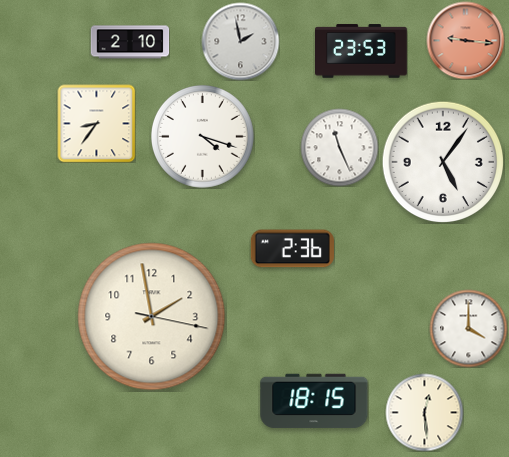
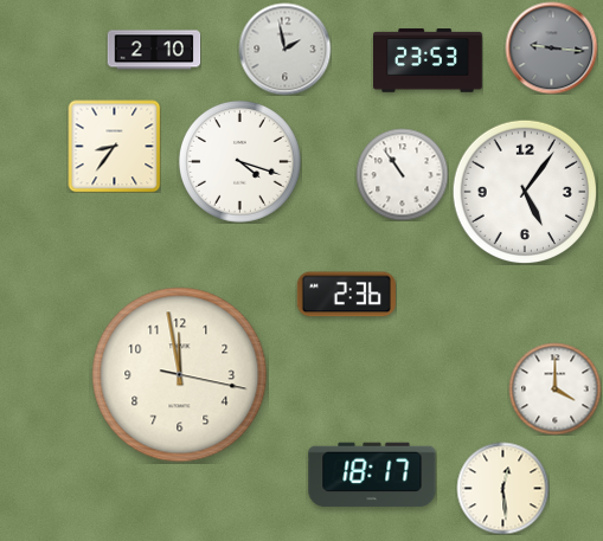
clock at (465, 40) dial: salmon -> grey
clock at (339, 147): 11:26 -> 10:54
clock at (152, 317): 1:58 -> 11:58
clock at (314, 401): 18:15 -> 18:17
